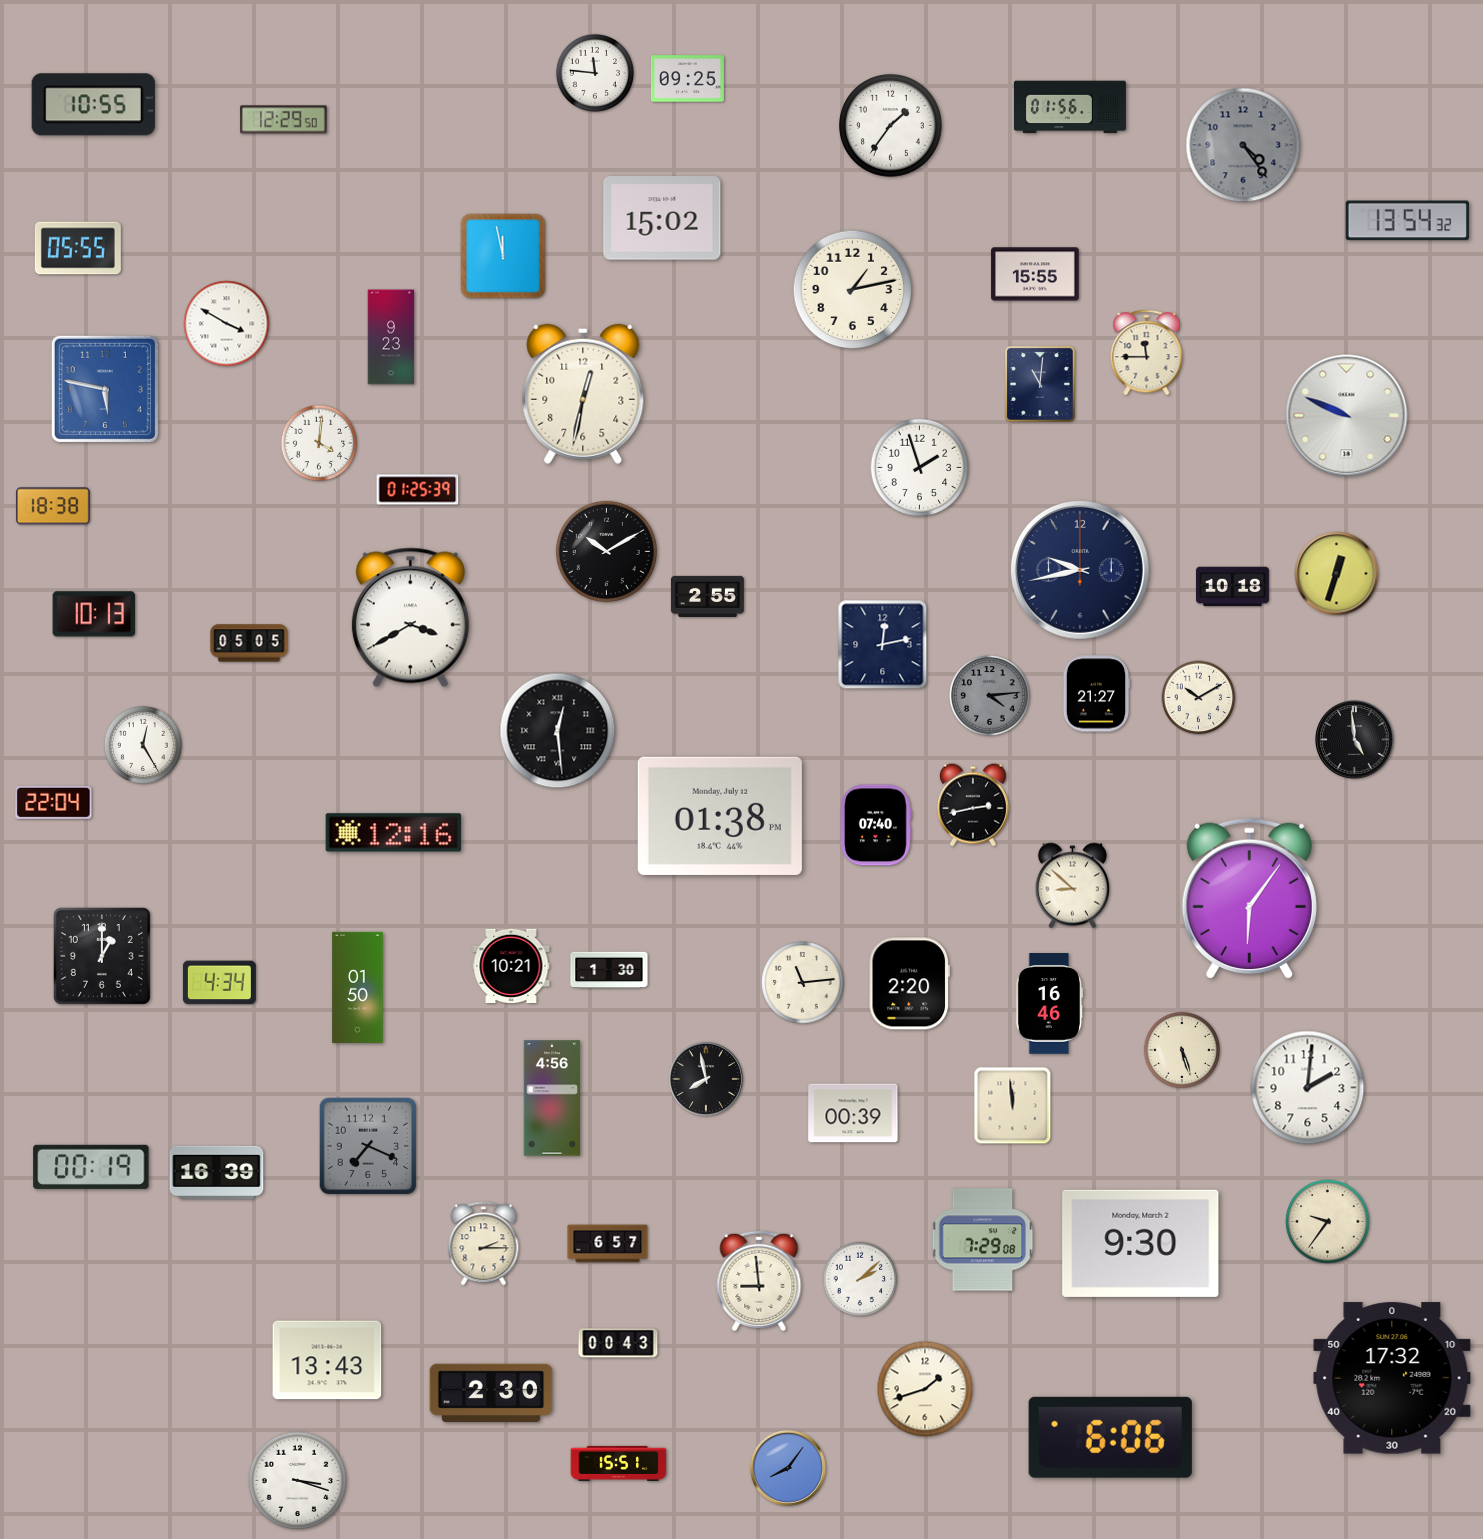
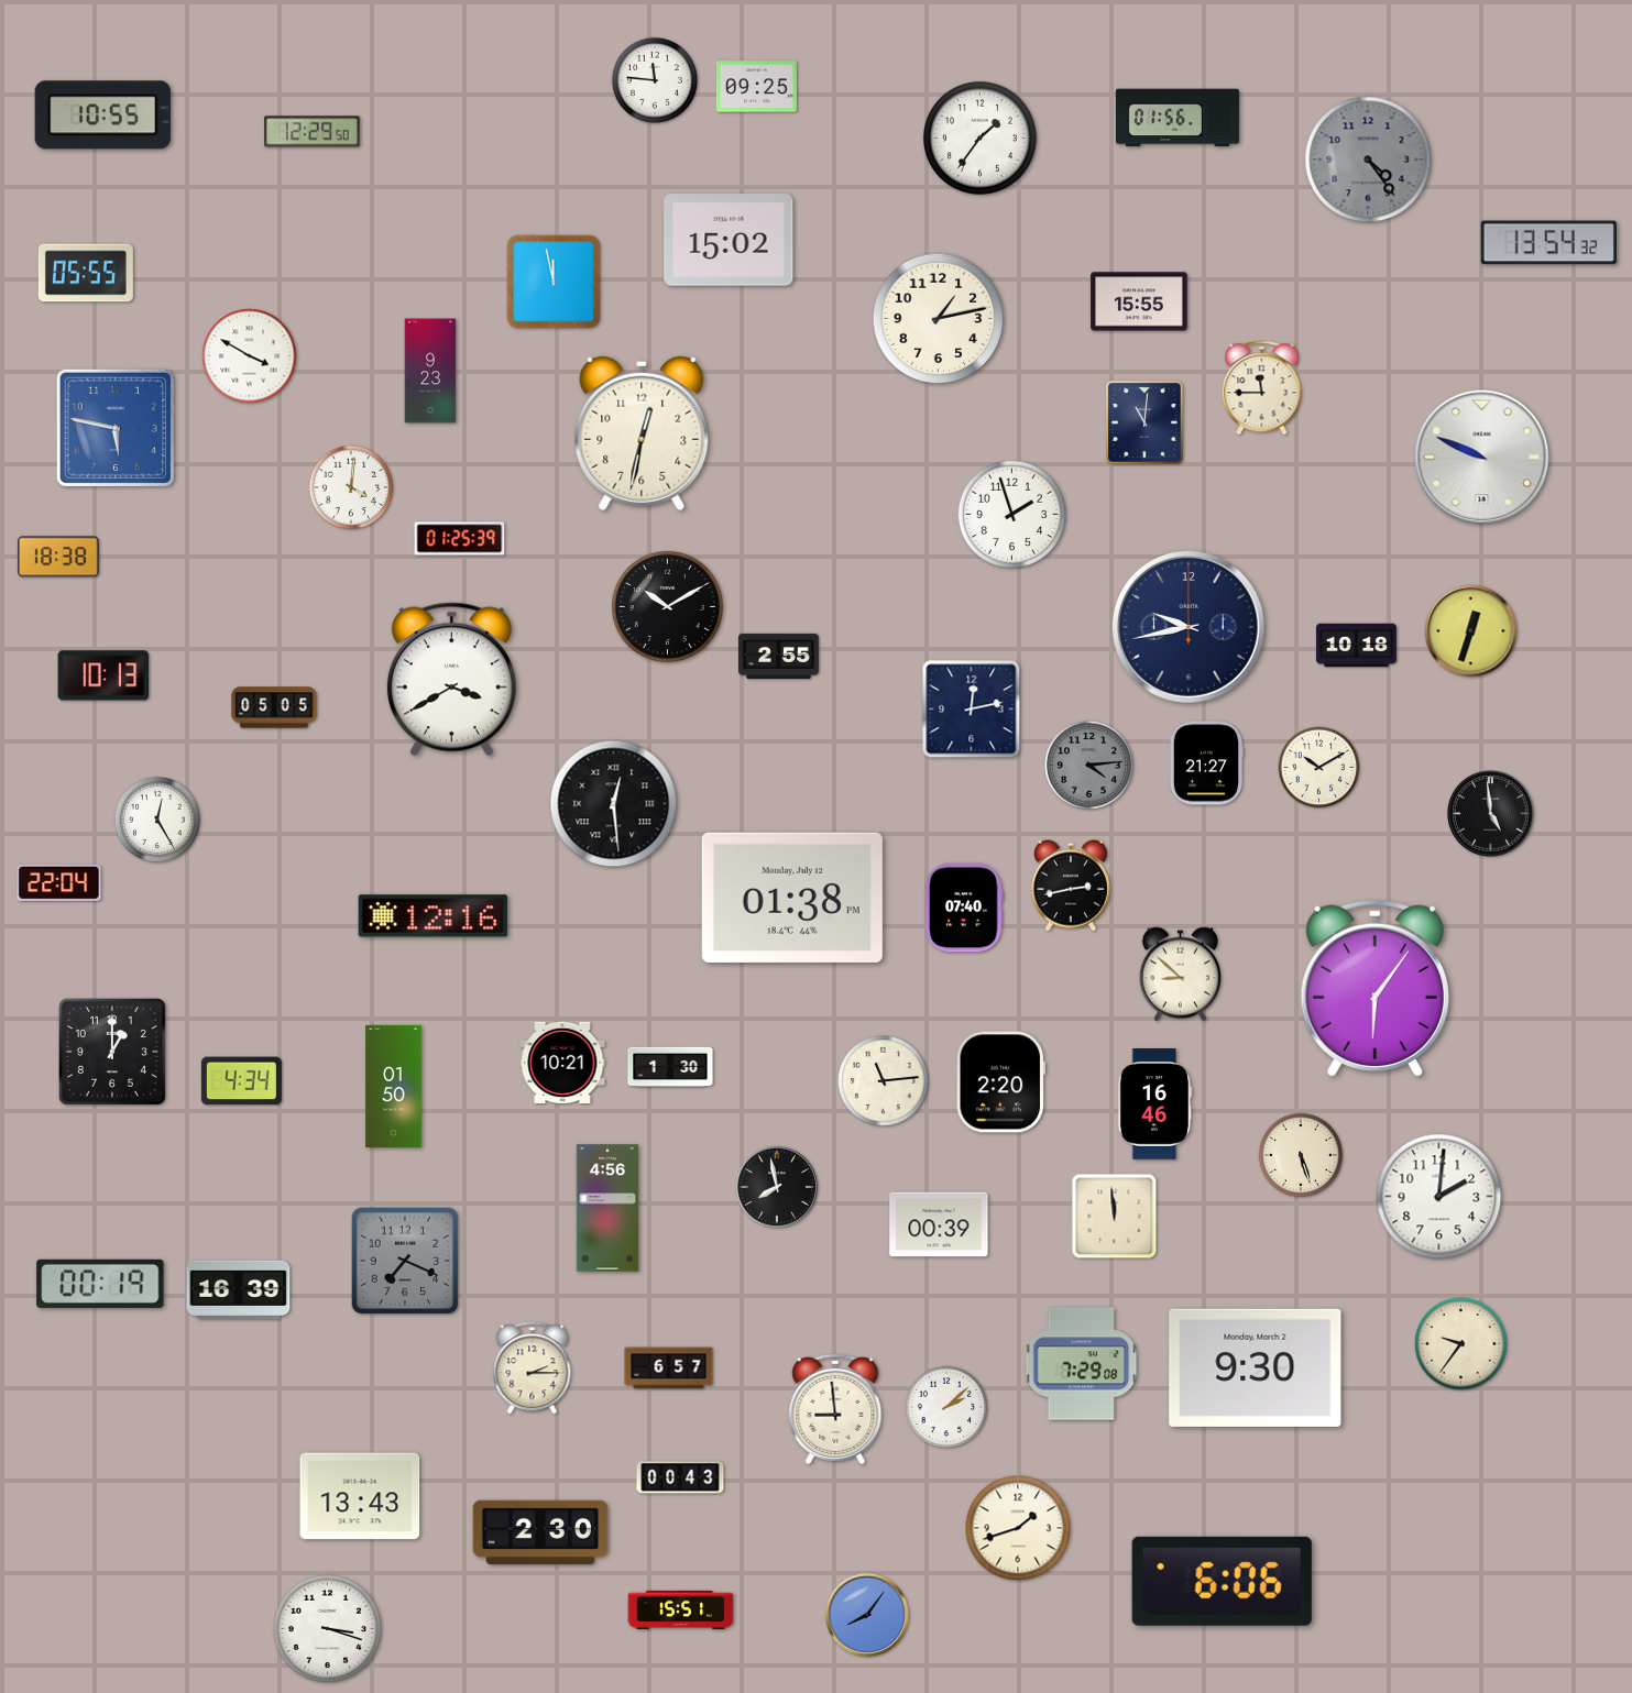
clock at (1392, 1378): 17:32 -> none
